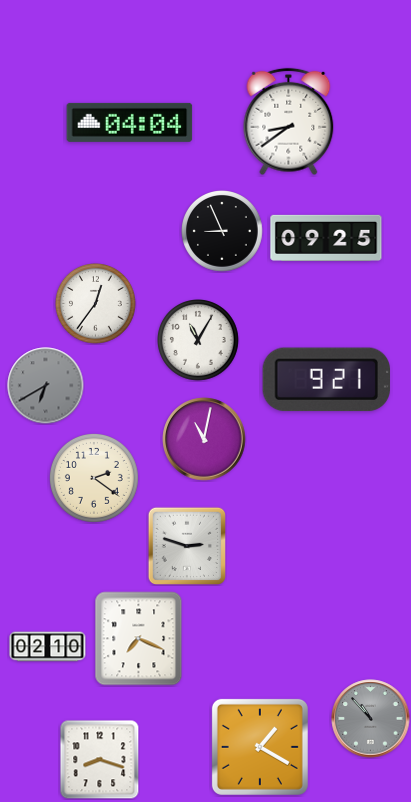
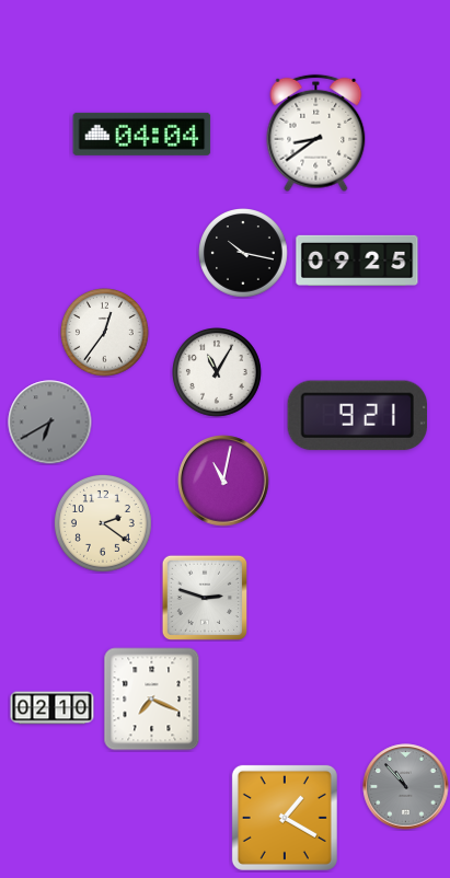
clock at (223, 232): 8:56 -> 10:17
clock at (100, 760): 8:18 -> none
